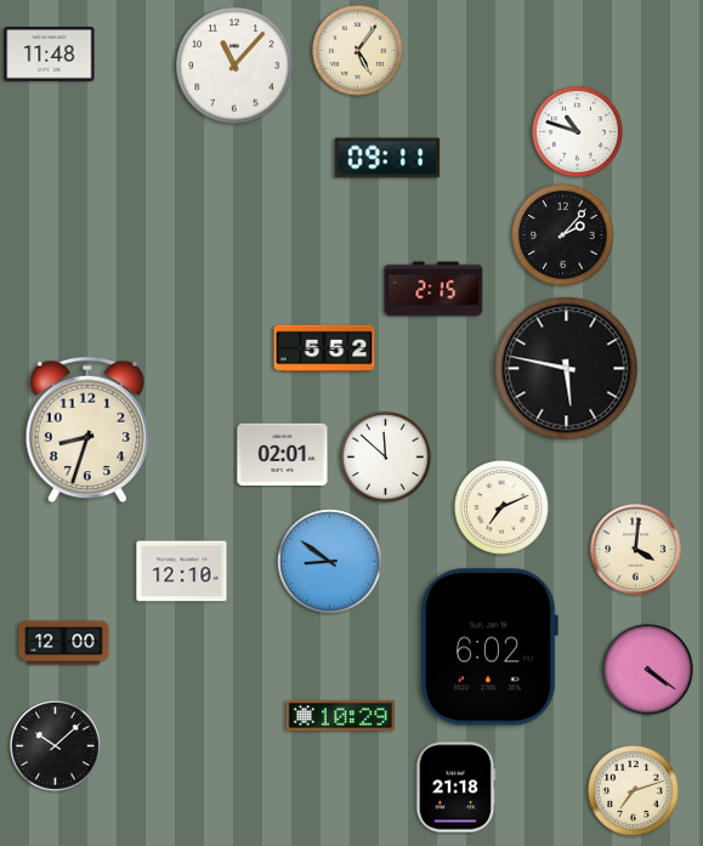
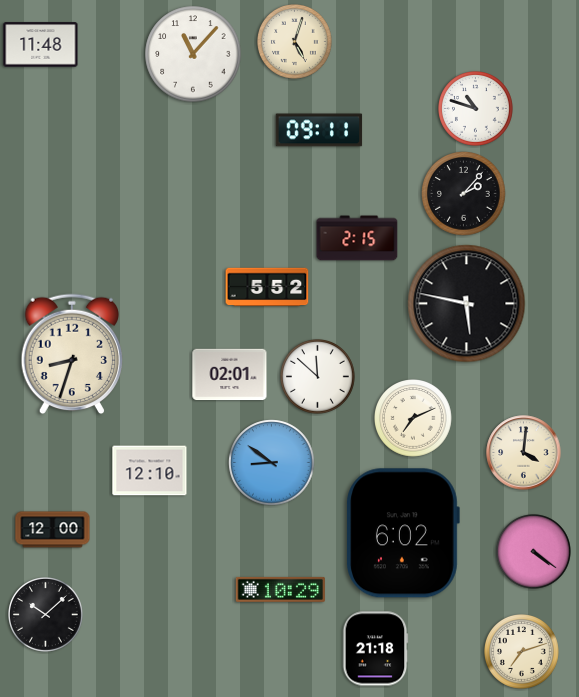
clock at (358, 51): 5:06 -> 5:03
clock at (283, 455) position: (283, 455) -> (230, 375)
